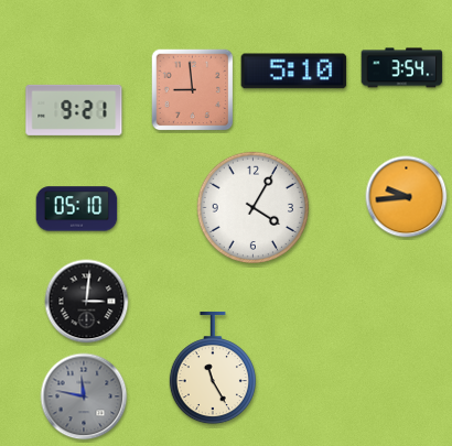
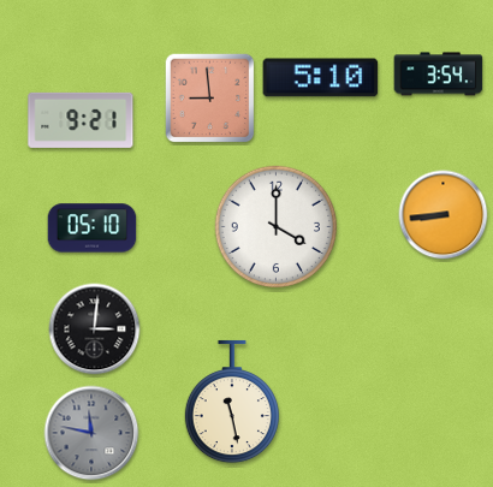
clock at (407, 197): 9:44 -> 8:44
clock at (252, 207): 4:05 -> 4:00
clock at (77, 209) position: (77, 209) -> (93, 228)
clock at (213, 368): 11:25 -> 11:28
